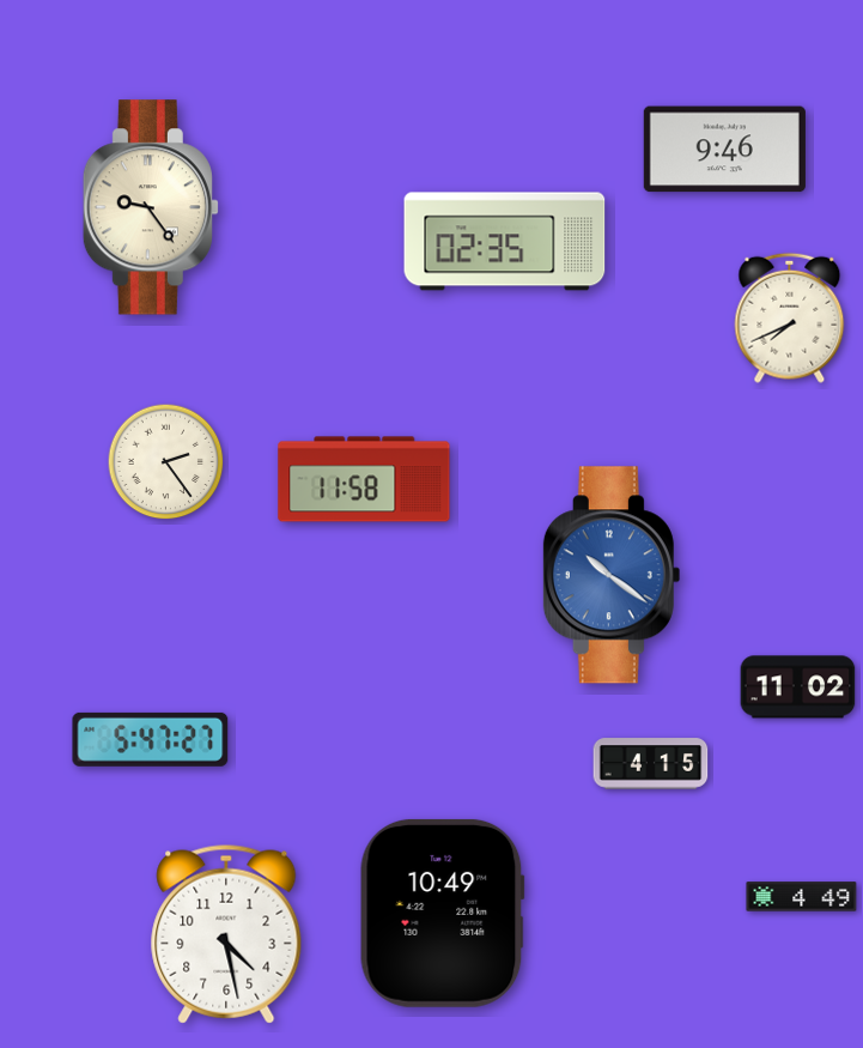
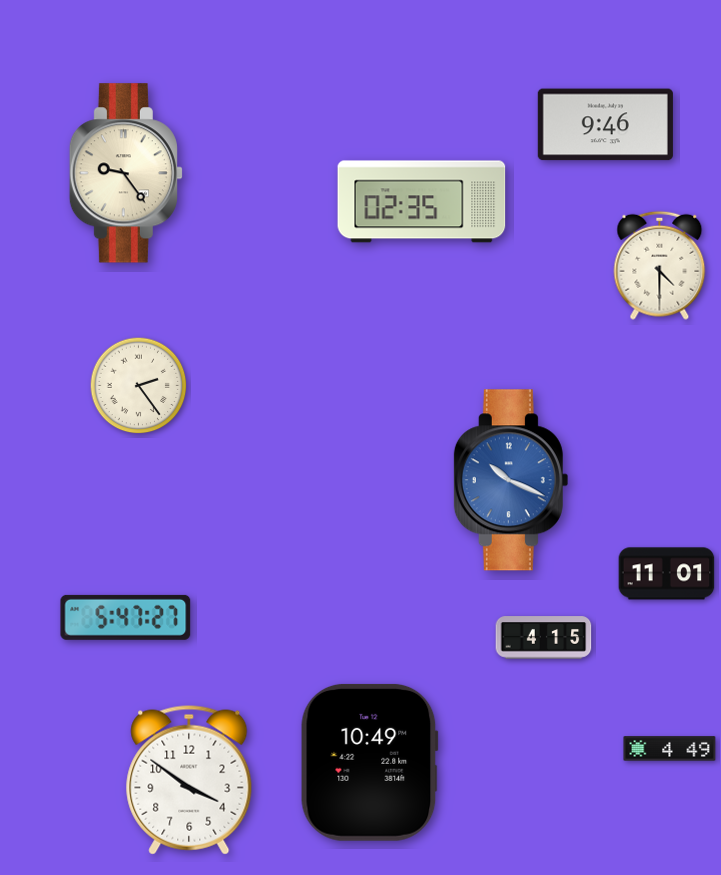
clock at (790, 317): 7:41 -> 4:30
clock at (364, 479): 11:58 -> none
clock at (612, 575): 10:21 -> 10:19
clock at (798, 687): 11:02 -> 11:01
clock at (226, 934): 4:28 -> 3:51
